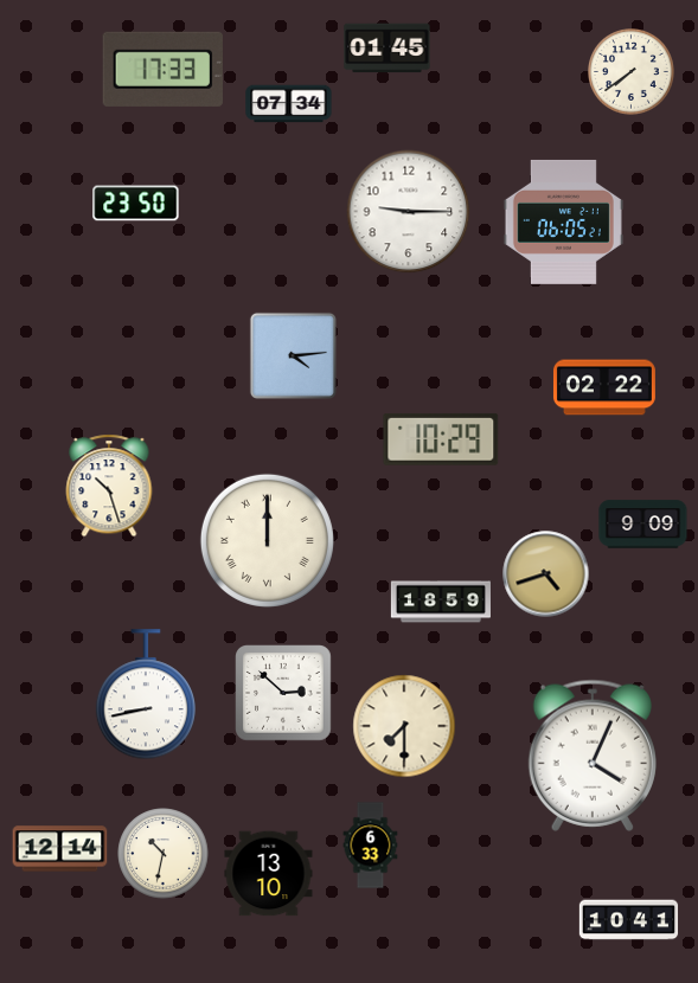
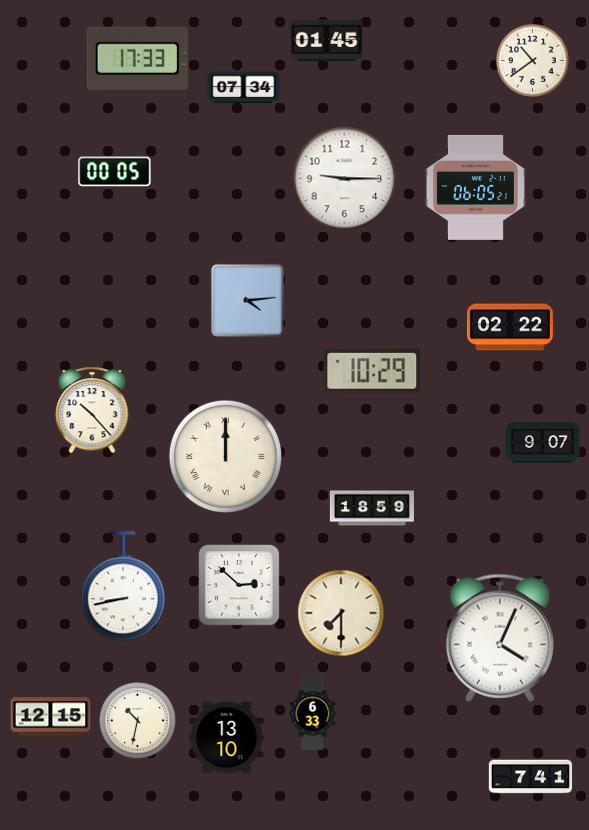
clock at (632, 72): 7:39 -> 10:39
clock at (136, 204): 23:50 -> 00:05
clock at (109, 486): 10:27 -> 10:23
clock at (643, 525): 9:09 -> 9:07
clock at (546, 574): 4:42 -> none
clock at (60, 849): 12:14 -> 12:15
clock at (629, 920): 10:41 -> 7:41
